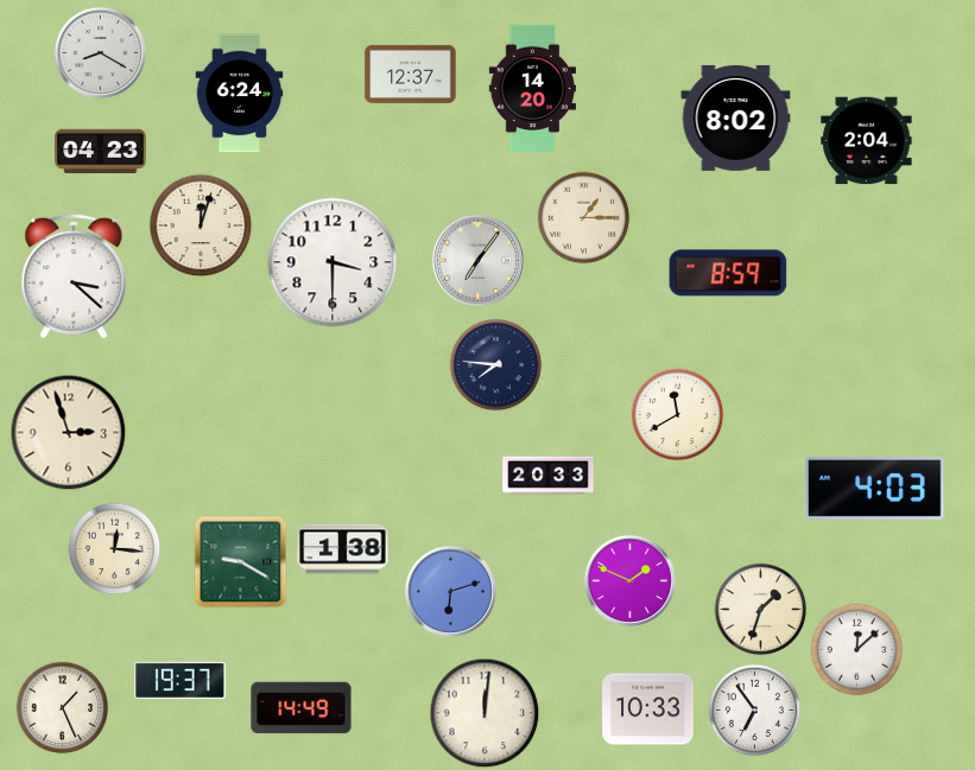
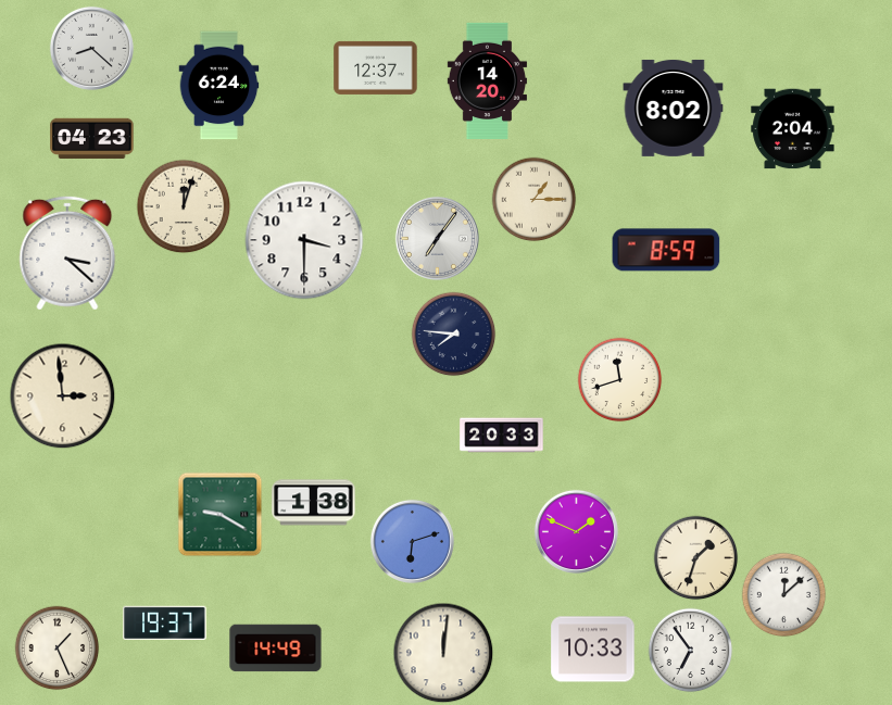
clock at (100, 52): 8:20 -> 8:22
clock at (677, 414): 11:40 -> 11:42
clock at (68, 432): 2:57 -> 2:59
clock at (875, 488): 4:03 -> none
clock at (114, 548): 12:16 -> none
